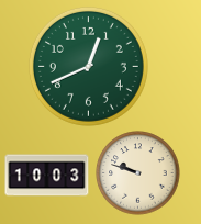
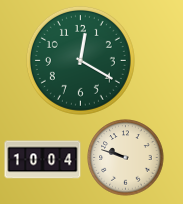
clock at (88, 66): 12:41 -> 12:20
clock at (47, 176): 10:03 -> 10:04
